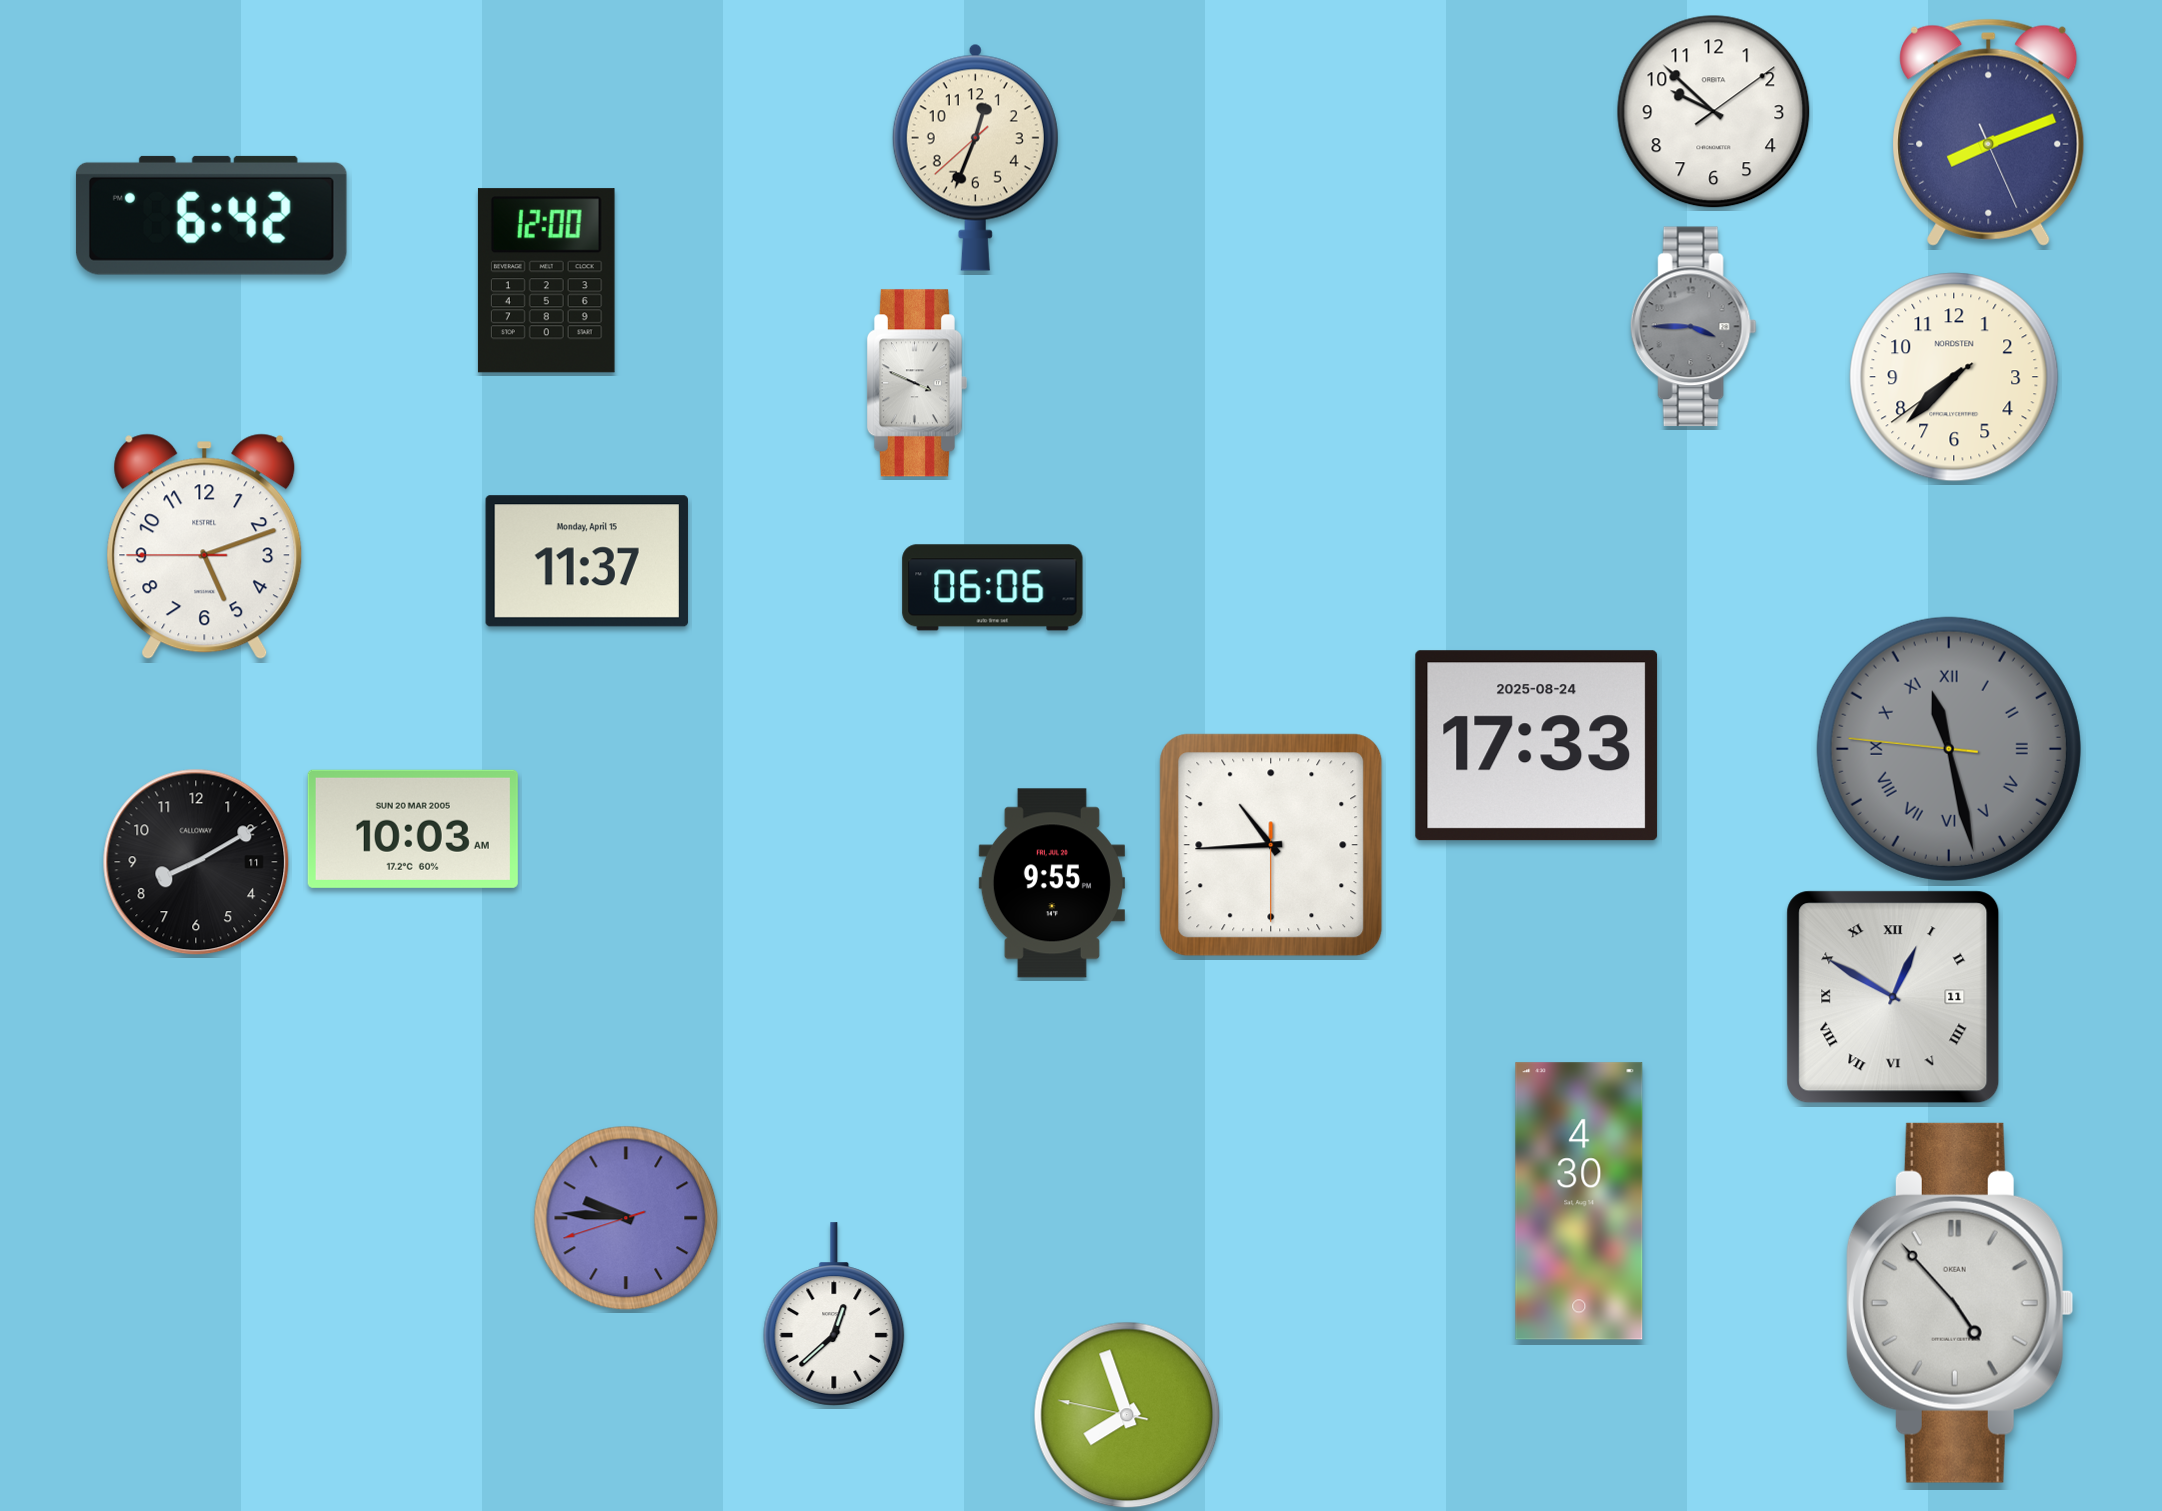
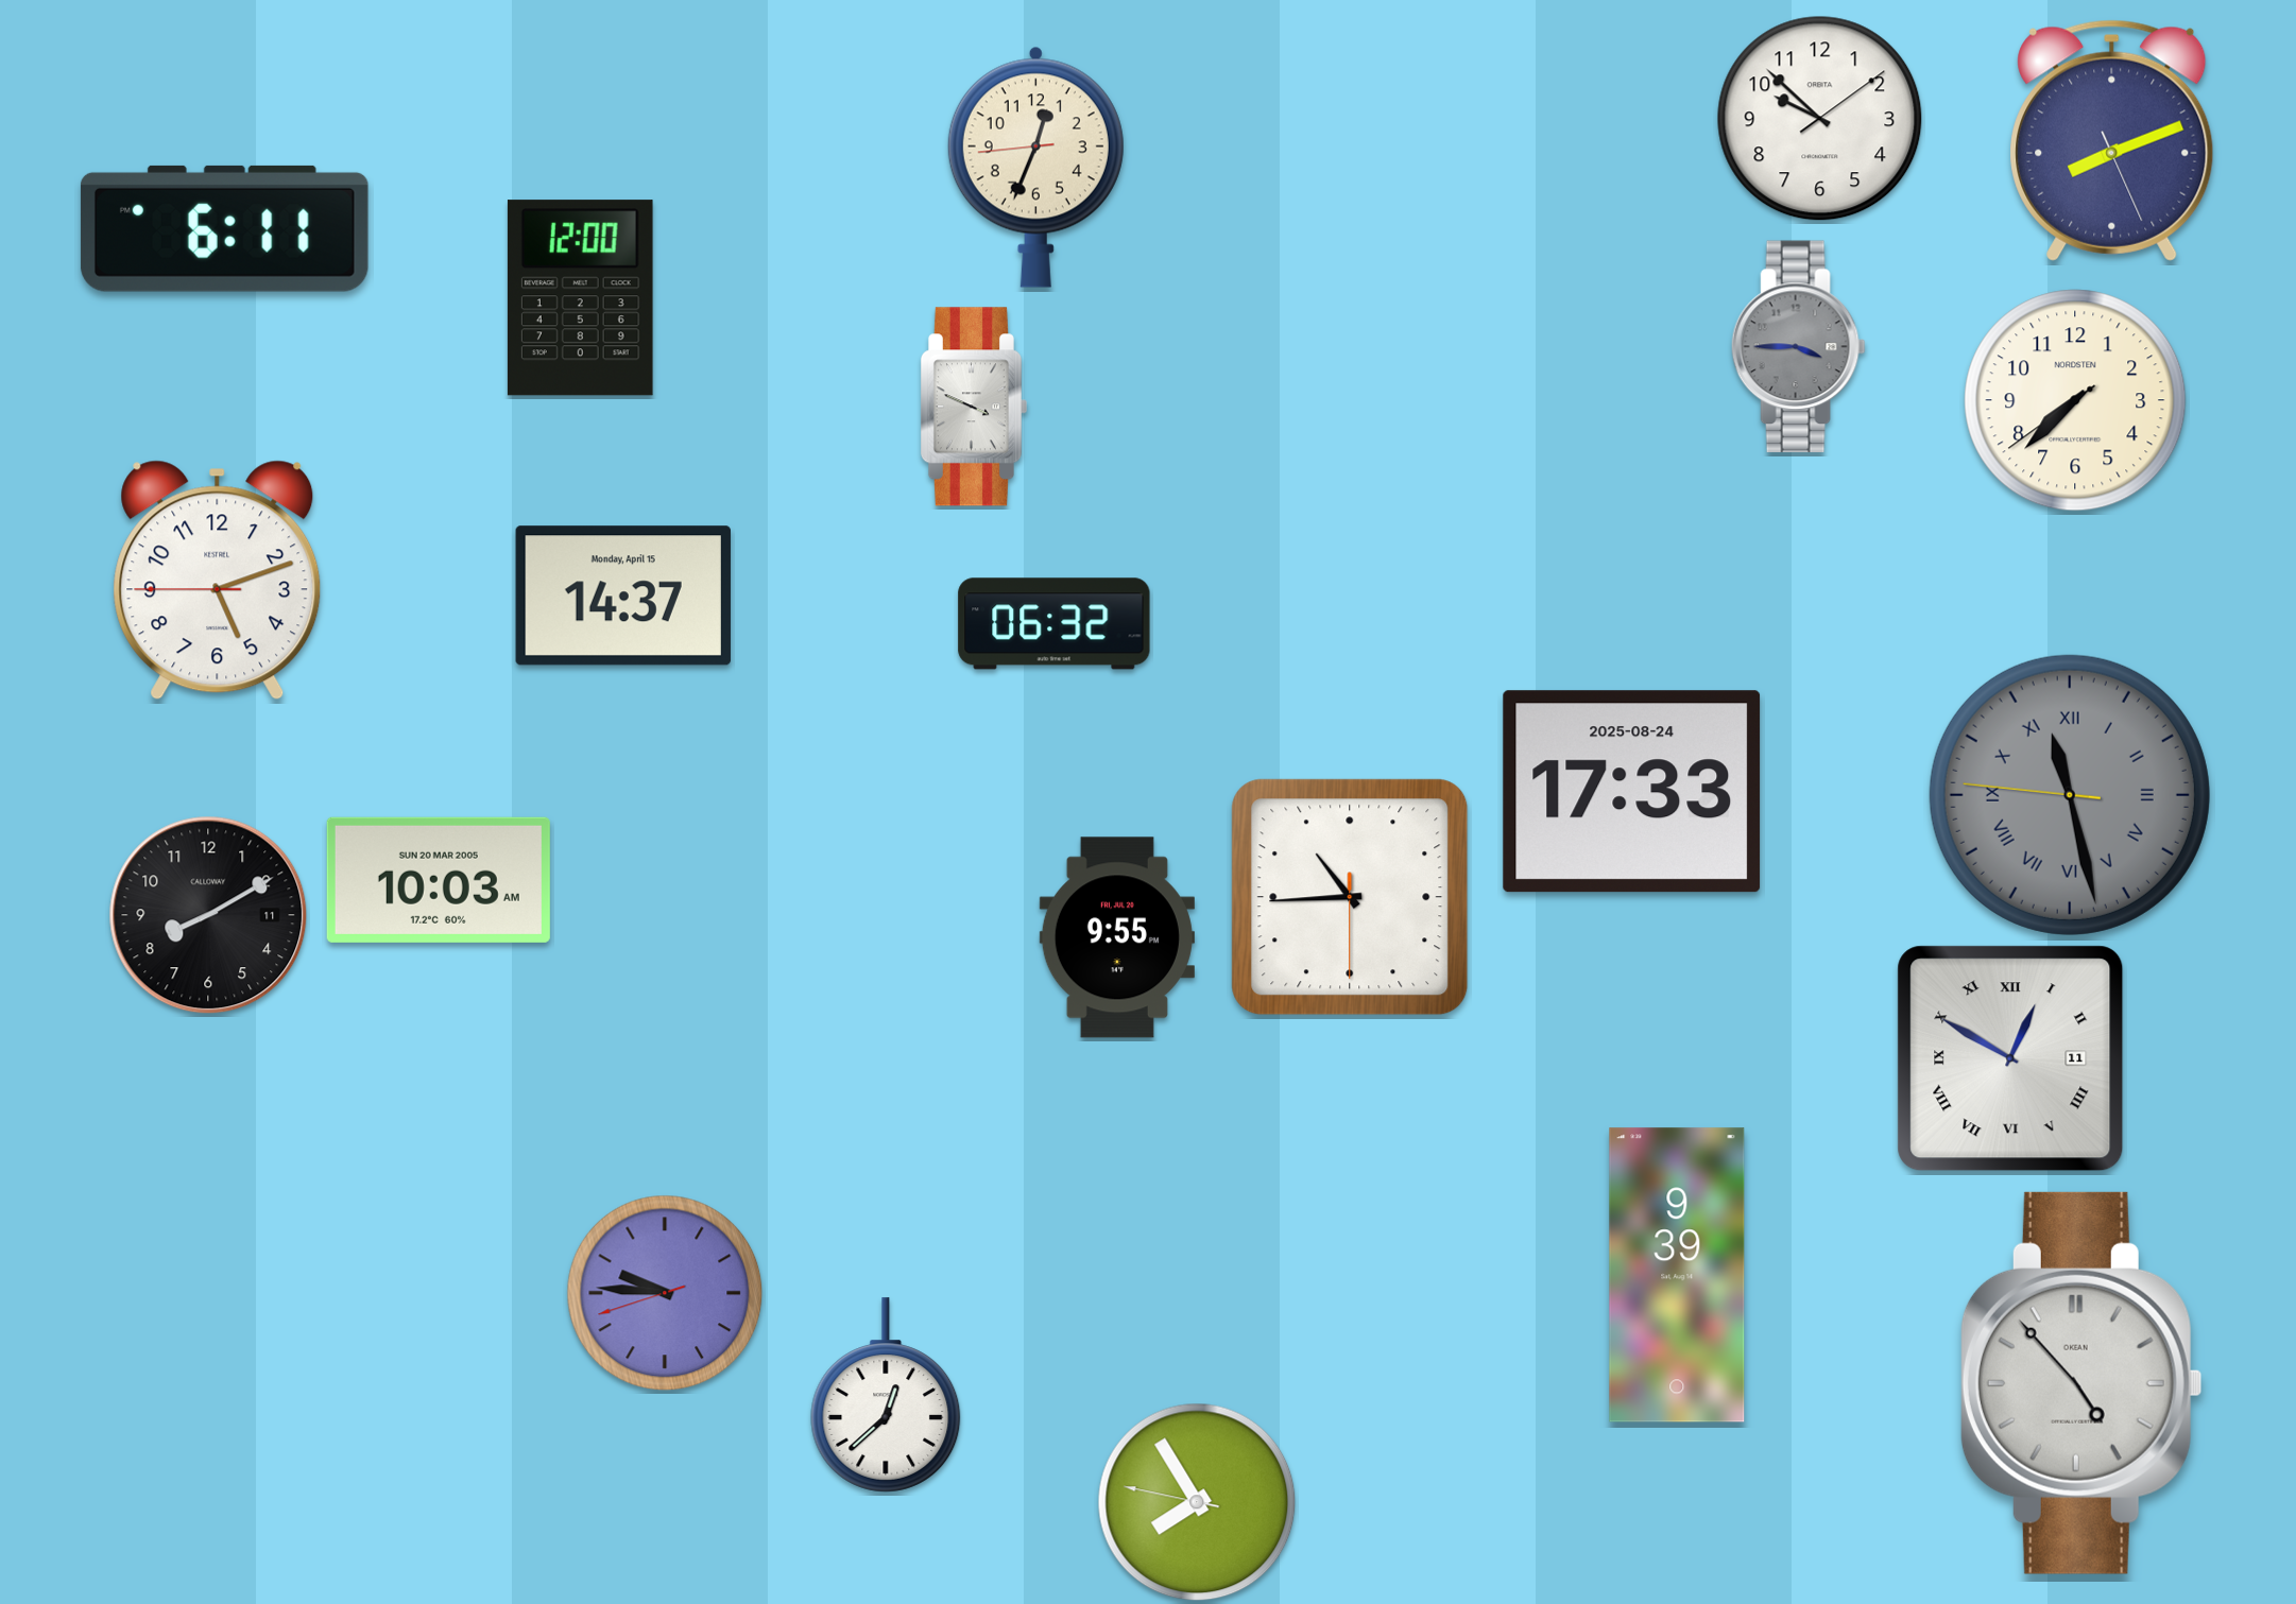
clock at (975, 157): 12:33:38 -> 12:33:44
clock at (211, 215): 6:42 -> 6:11
clock at (587, 561): 11:37 -> 14:37
clock at (993, 588): 06:06 -> 06:32
clock at (1579, 1201): 4:30 -> 9:39
clock at (1127, 1415): 7:56 -> 7:54
